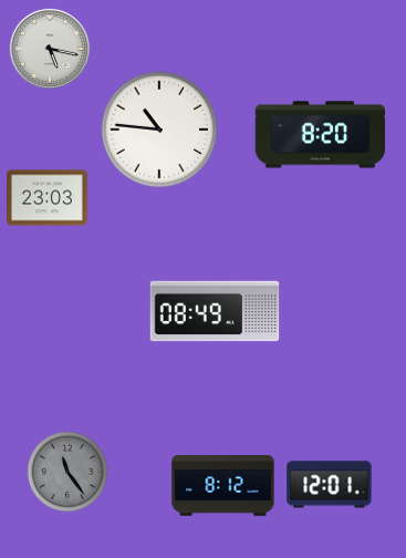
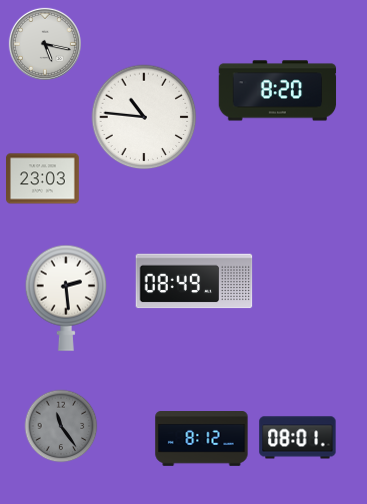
clock at (321, 135) position: (321, 135) -> (278, 91)
clock at (65, 298): none -> 2:29
clock at (330, 485): 12:01 -> 08:01
